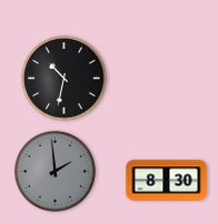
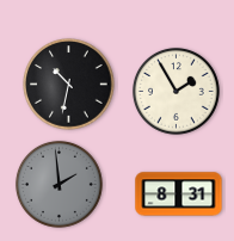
clock at (176, 91): none -> 1:55
clock at (167, 181): 8:30 -> 8:31
